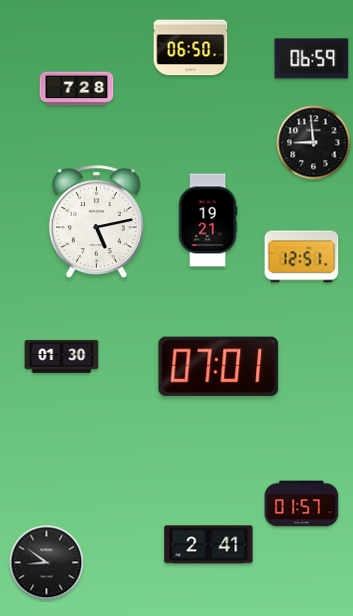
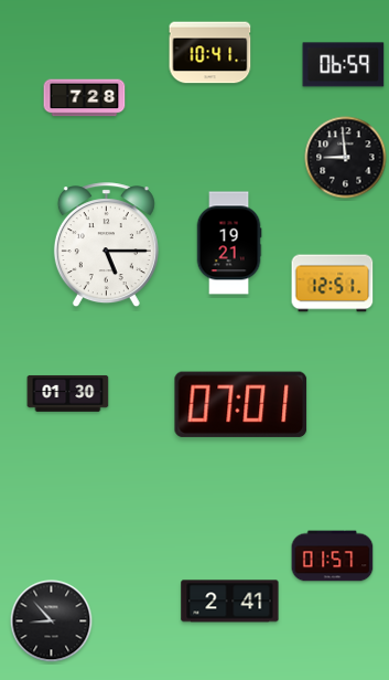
clock at (191, 48): 06:50 -> 10:41
clock at (96, 222): 5:13 -> 5:15
clock at (47, 563): 8:51 -> 8:53
